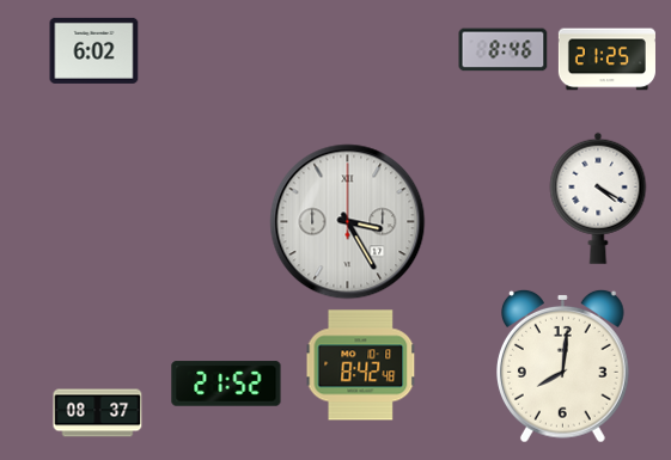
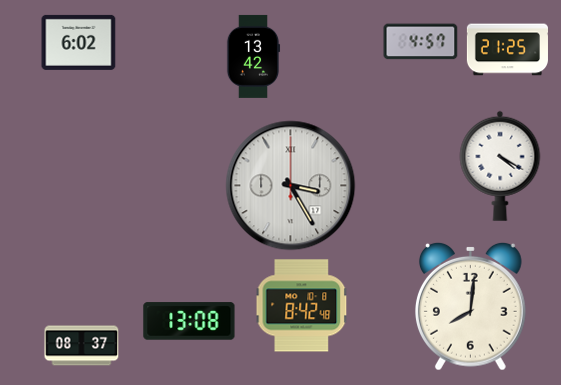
clock at (504, 50): 8:46 -> 4:57
clock at (253, 56): none -> 13:42
clock at (226, 384): 21:52 -> 13:08
